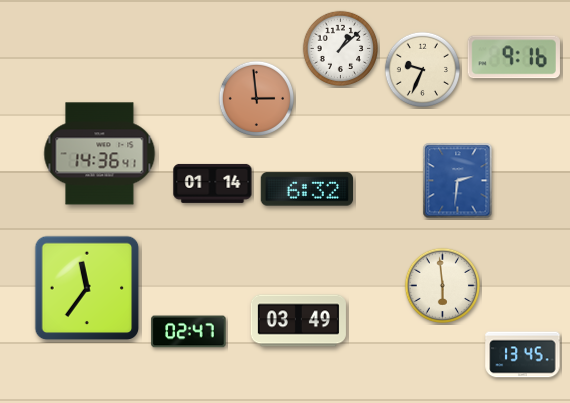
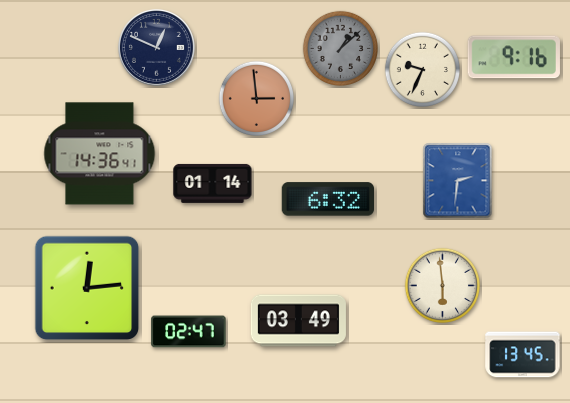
clock at (156, 47): none -> 12:49
clock at (340, 48) dial: white -> grey
clock at (306, 189) position: (306, 189) -> (327, 199)
clock at (87, 288): 11:36 -> 12:14
